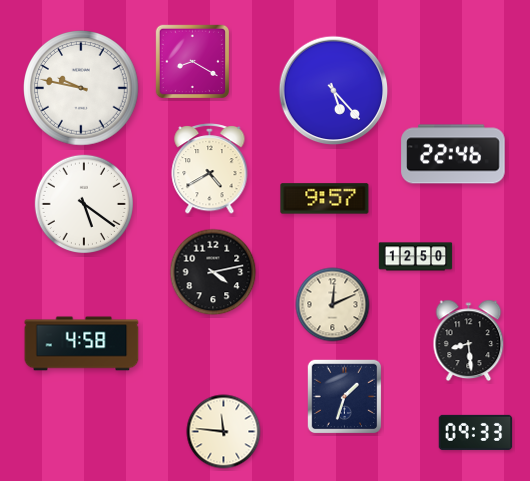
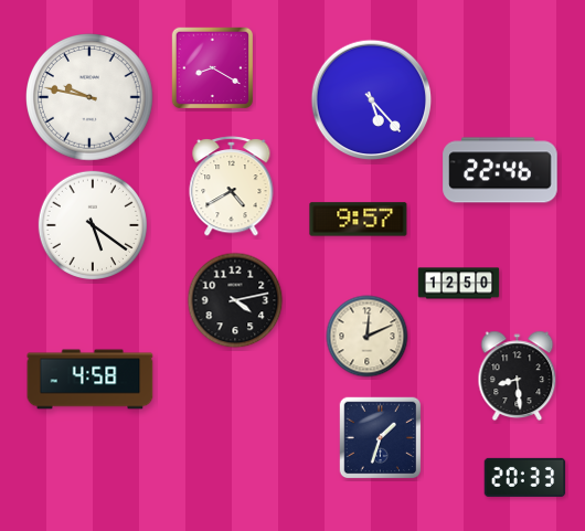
clock at (334, 91) position: (334, 91) -> (372, 100)
clock at (224, 432): 11:46 -> none
clock at (476, 432): 09:33 -> 20:33
